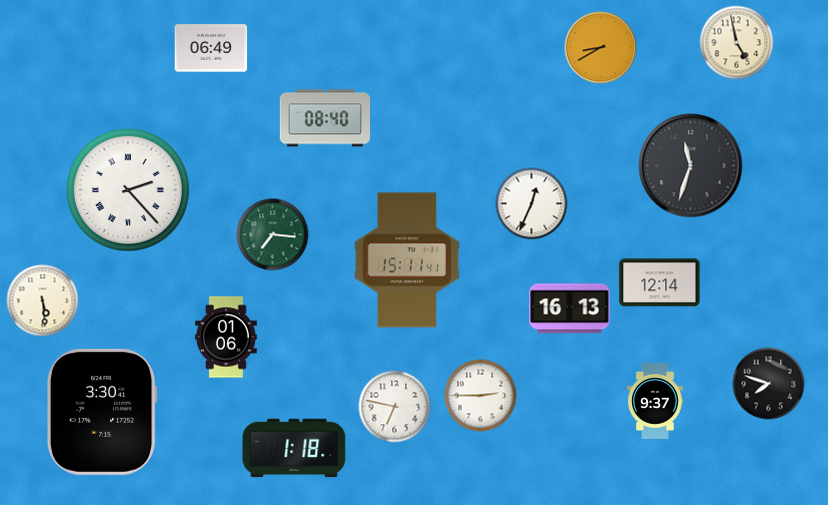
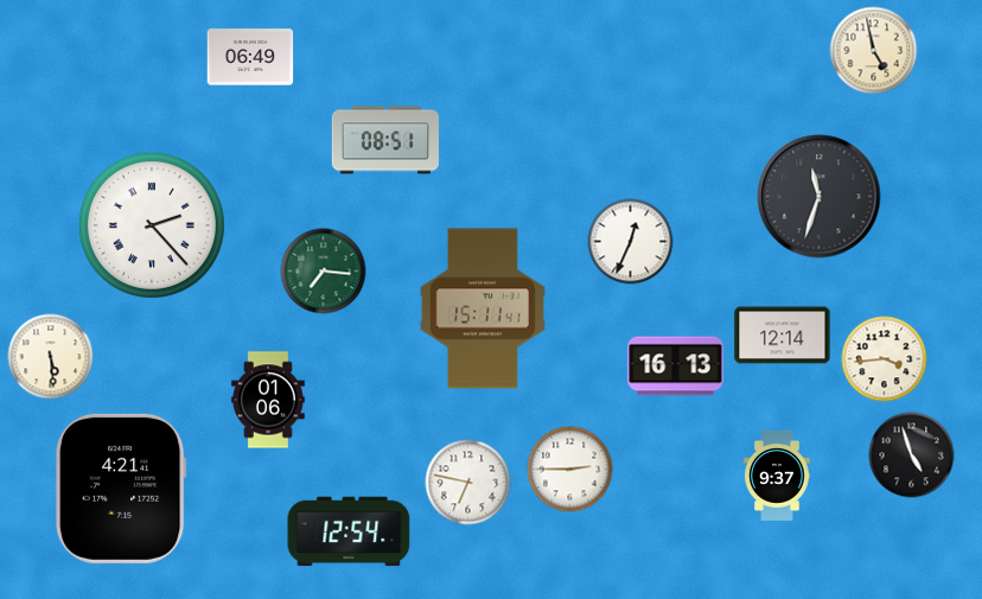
clock at (601, 48): 8:40 -> none
clock at (324, 118): 08:40 -> 08:51
clock at (273, 235) position: (273, 235) -> (324, 272)
clock at (885, 359): none -> 3:44
clock at (769, 384): 7:48 -> 4:57
clock at (103, 412): 3:30 -> 4:21
clock at (294, 448): 1:18 -> 12:54
